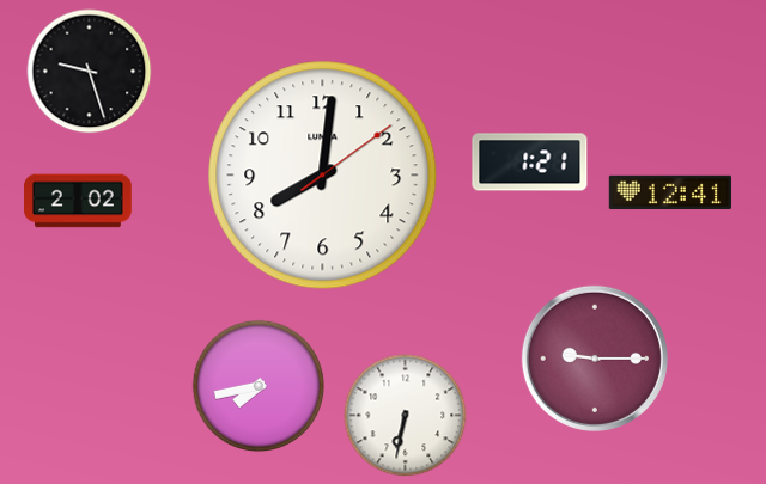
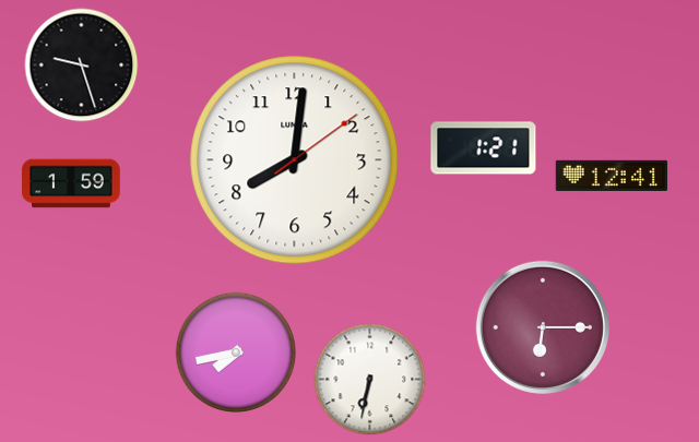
clock at (79, 201): 2:02 -> 1:59
clock at (595, 359): 9:15 -> 6:15
